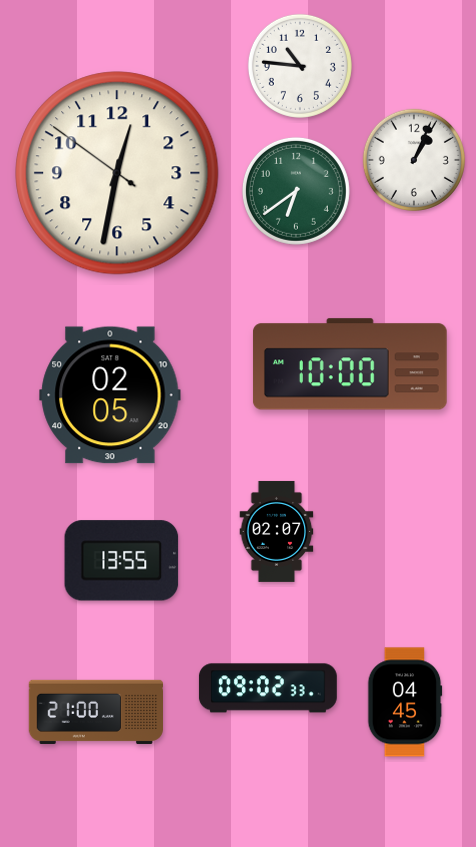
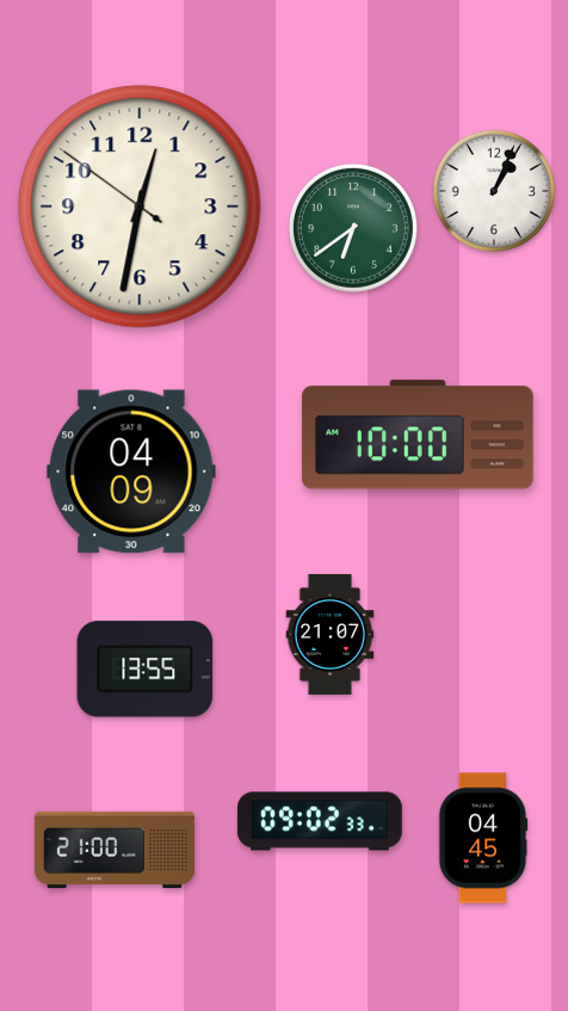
clock at (300, 66): 10:46 -> none
clock at (110, 395): 02:05 -> 04:09
clock at (277, 531): 02:07 -> 21:07
